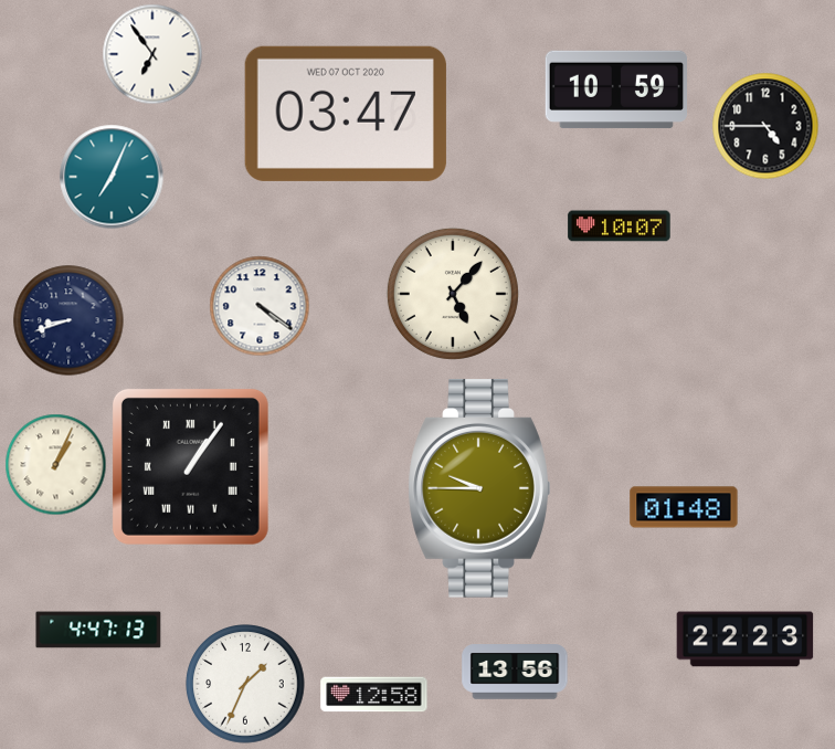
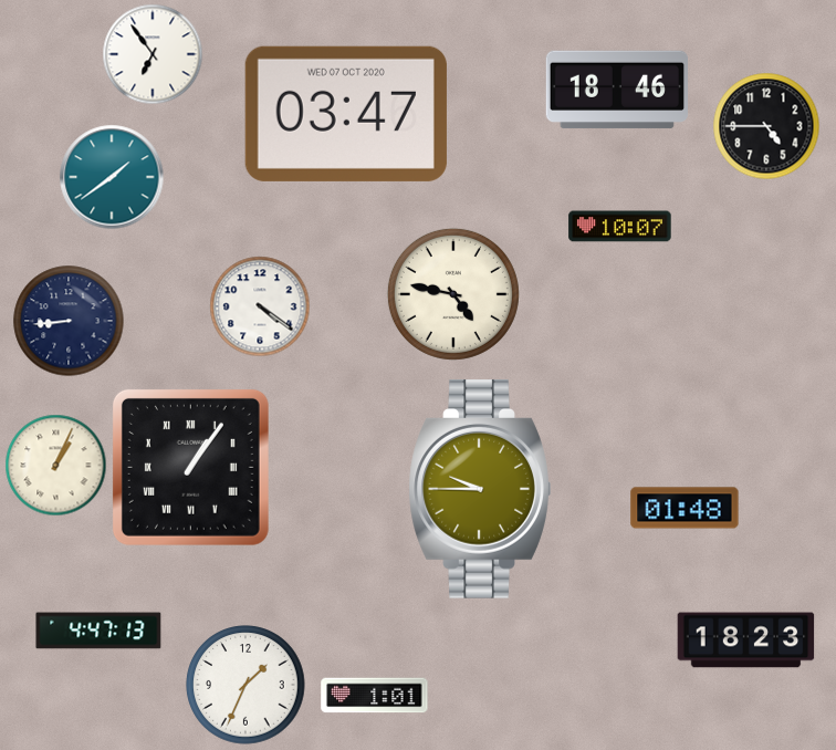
clock at (615, 89): 10:59 -> 18:46
clock at (112, 177): 7:04 -> 1:39
clock at (453, 294): 5:07 -> 4:47
clock at (68, 320): 8:42 -> 8:44
clock at (746, 640): 22:23 -> 18:23
clock at (515, 672): 13:56 -> none
clock at (374, 695): 12:58 -> 1:01
